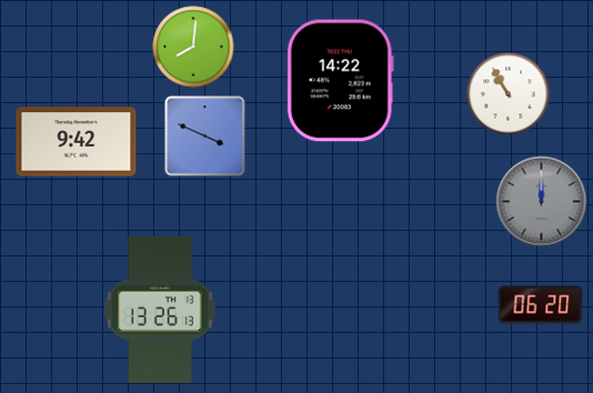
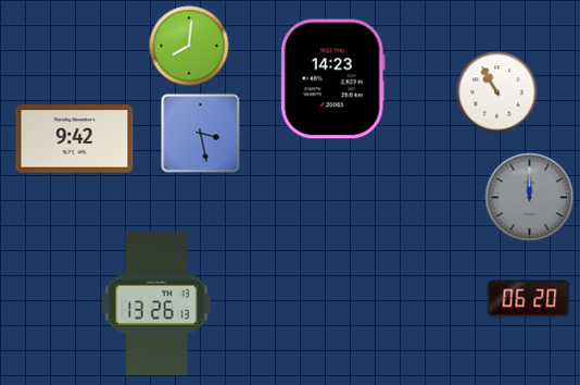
clock at (340, 81): 14:22 -> 14:23
clock at (205, 137): 3:49 -> 3:28
